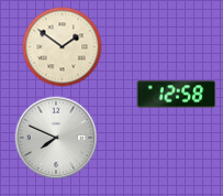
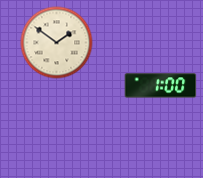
clock at (177, 95): 12:58 -> 1:00
clock at (56, 138): 7:49 -> none
